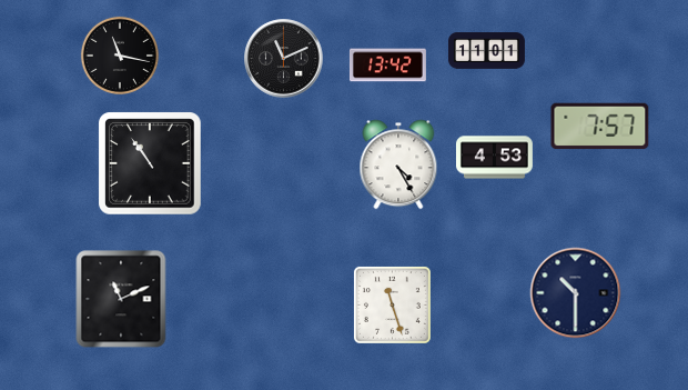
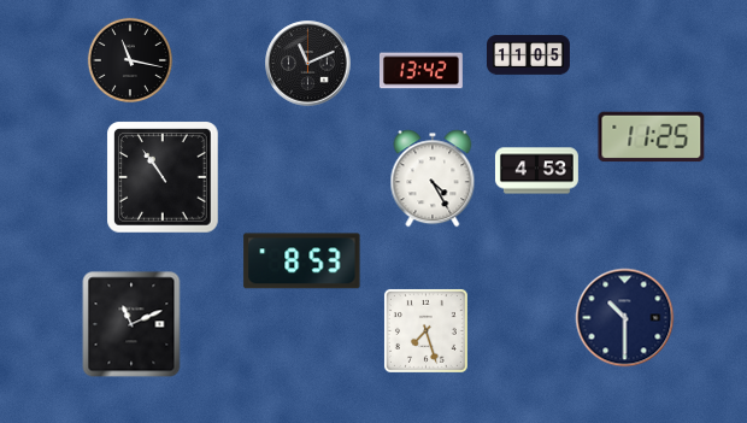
clock at (487, 51): 11:01 -> 11:05
clock at (600, 127): 7:57 -> 11:25
clock at (302, 262): none -> 8:53
clock at (392, 304): 11:27 -> 7:27
